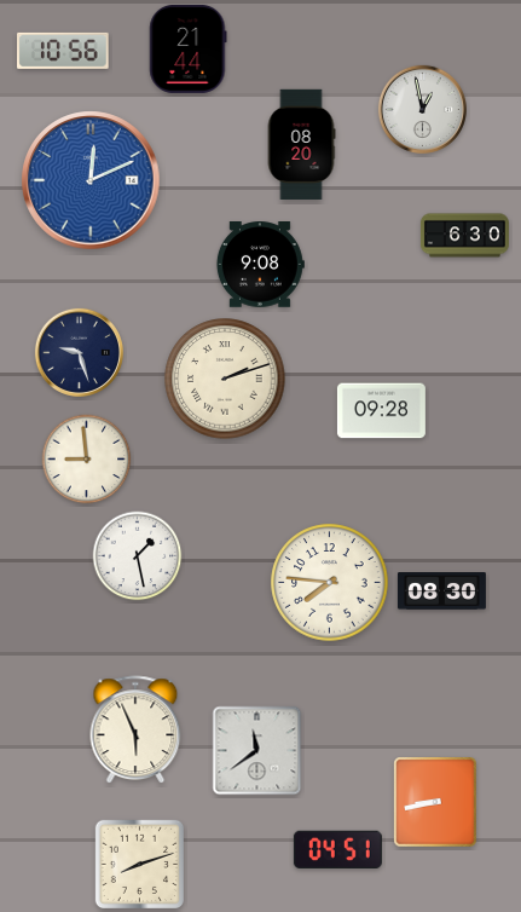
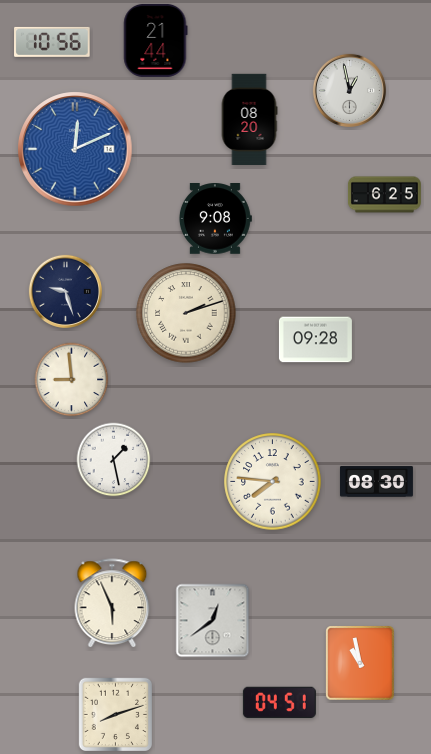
clock at (464, 236): 6:30 -> 6:25
clock at (441, 591) position: (441, 591) -> (376, 482)
clock at (257, 751): 11:39 -> 12:39
clock at (435, 802): 8:43 -> 10:58
